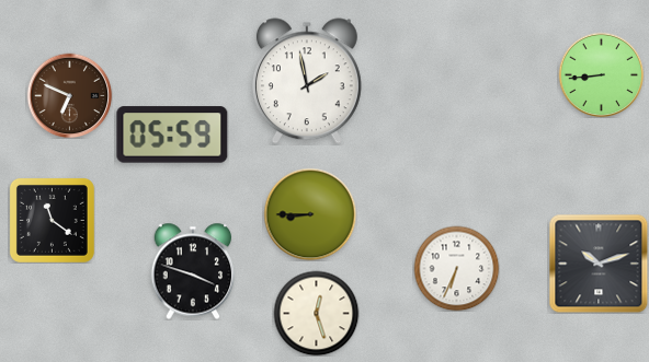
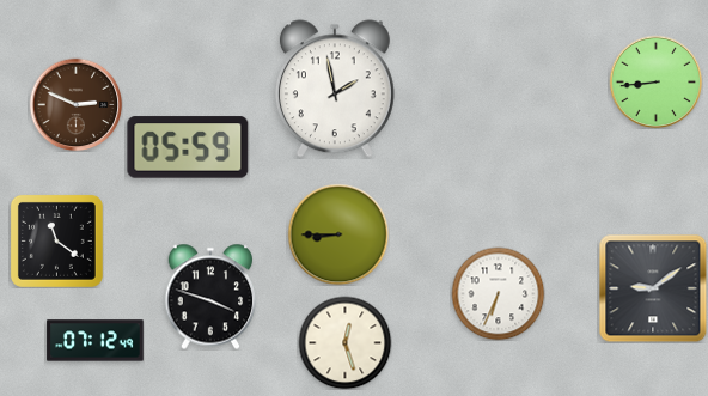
clock at (69, 95): 6:49 -> 2:49
clock at (599, 264): 10:12 -> 9:09
clock at (96, 341): none -> 07:12
